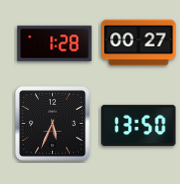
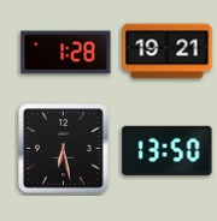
clock at (139, 43): 00:27 -> 19:21
clock at (53, 124): 5:34 -> 6:28
